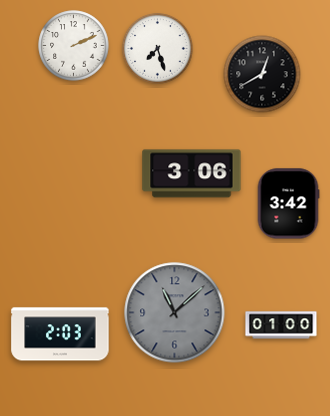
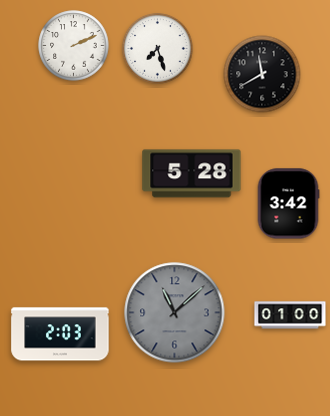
clock at (262, 74): 12:40 -> 11:40
clock at (192, 174): 3:06 -> 5:28
clock at (281, 325) position: (281, 325) -> (290, 315)
